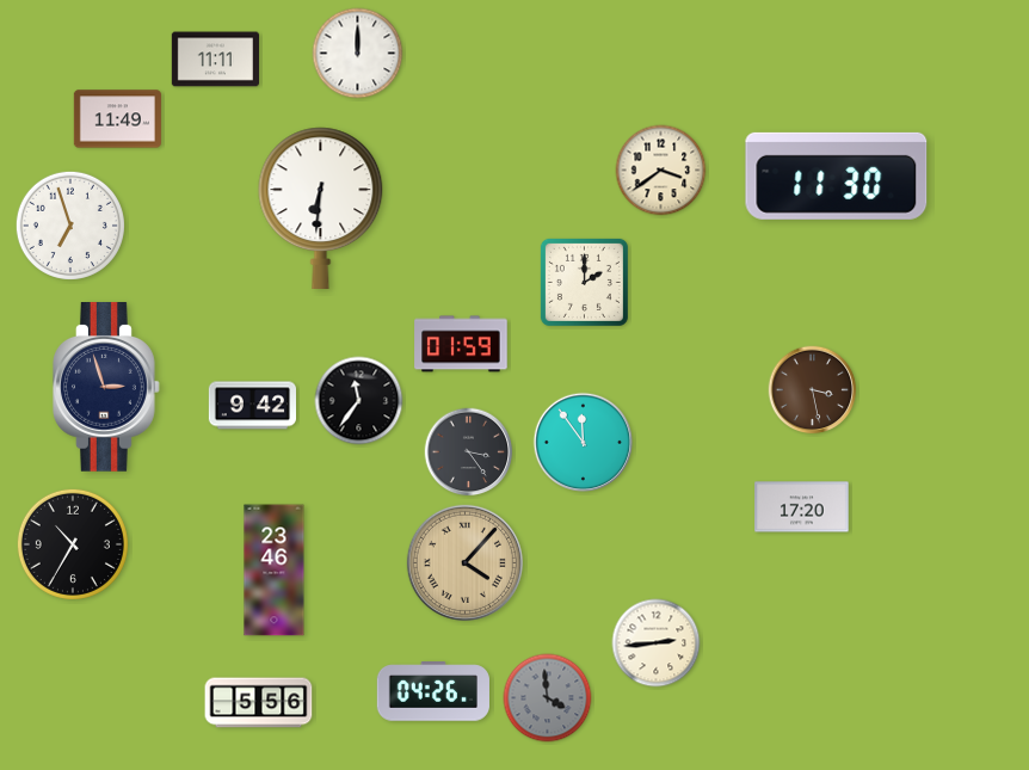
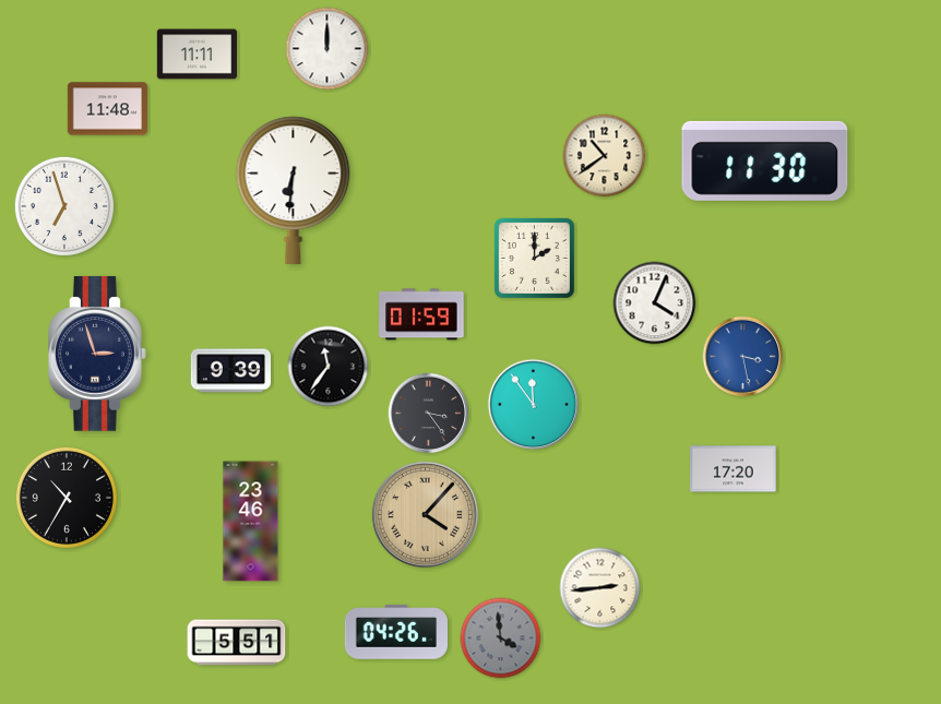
clock at (117, 119): 11:49 -> 11:48
clock at (661, 171): 3:39 -> 10:39
clock at (655, 303): none -> 4:04
clock at (813, 390) dial: brown -> blue
clock at (252, 406): 9:42 -> 9:39
clock at (802, 507) position: (802, 507) -> (734, 469)
clock at (259, 703): 5:56 -> 5:51
